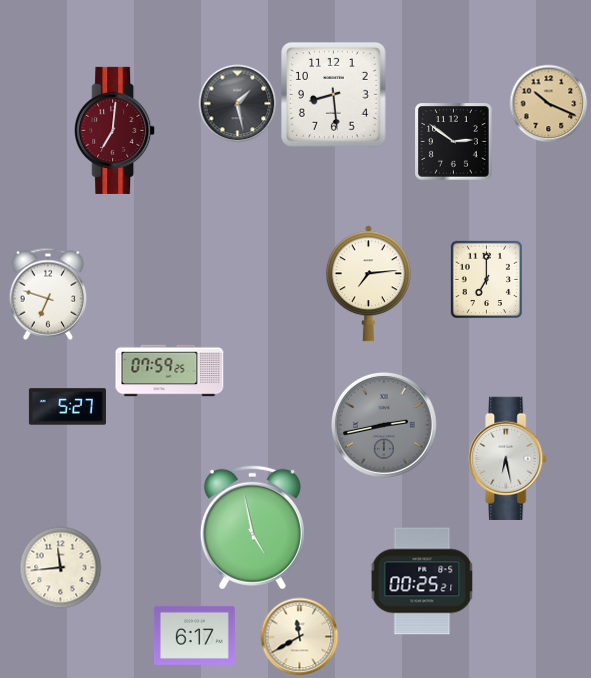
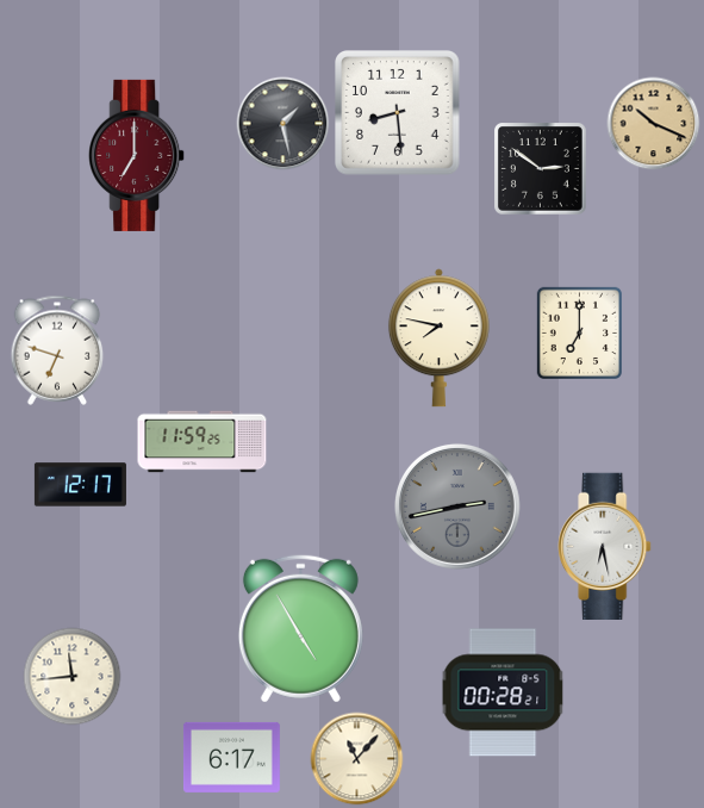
clock at (115, 130): 7:01 -> 7:00
clock at (368, 284): 7:14 -> 7:47
clock at (170, 371): 07:59 -> 11:59
clock at (67, 407): 5:27 -> 12:17
clock at (252, 527): 4:58 -> 4:55
clock at (422, 581): 00:25 -> 00:28
clock at (299, 636): 11:40 -> 11:07
